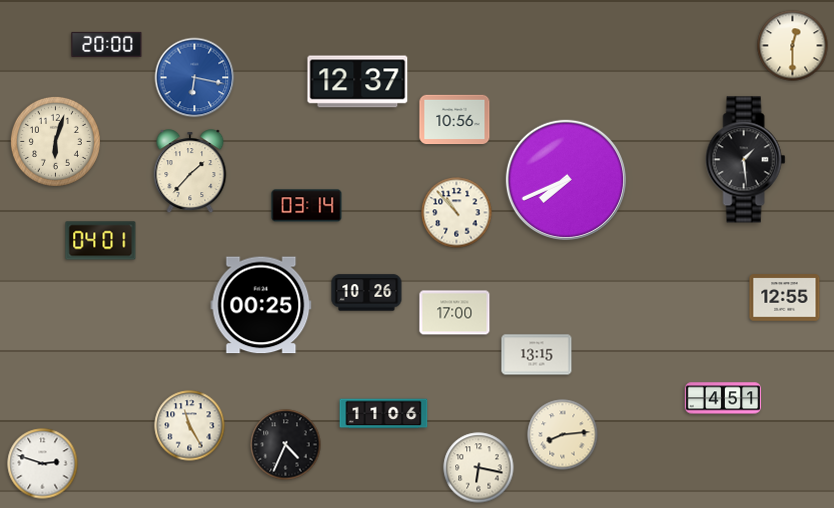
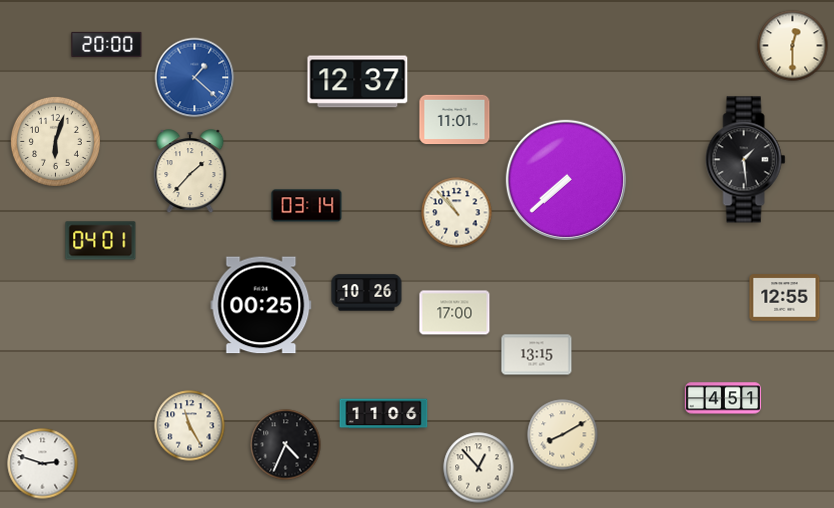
clock at (195, 78): 6:17 -> 1:22
clock at (455, 120): 10:56 -> 11:01
clock at (566, 180): 7:41 -> 7:38
clock at (563, 435): 8:14 -> 8:10
clock at (479, 468): 6:17 -> 12:53
